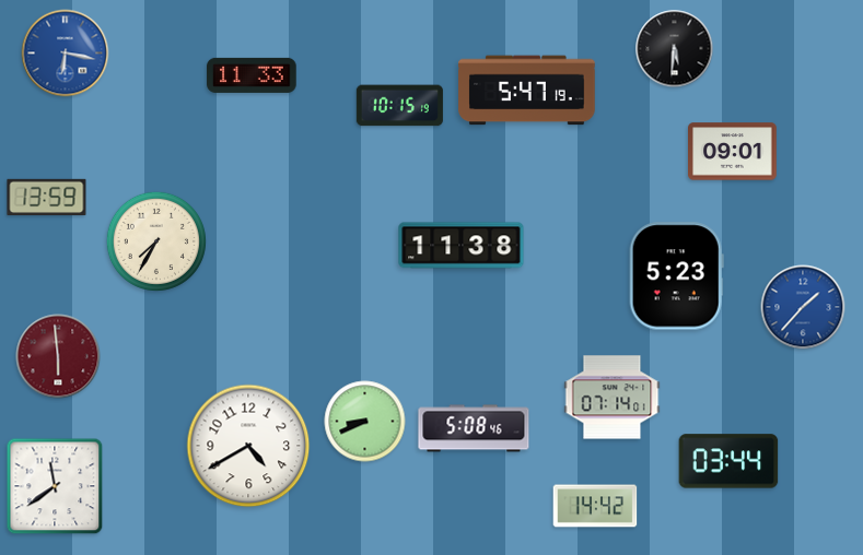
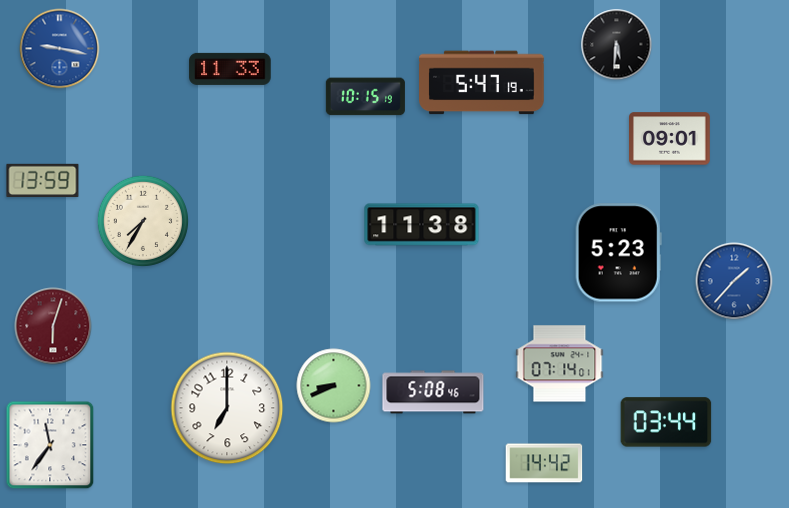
clock at (66, 54): 6:17 -> 9:17
clock at (58, 356): 5:59 -> 6:03
clock at (248, 446): 4:40 -> 7:00
clock at (55, 486): 11:39 -> 11:36
